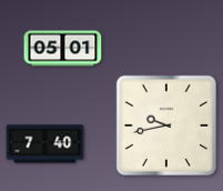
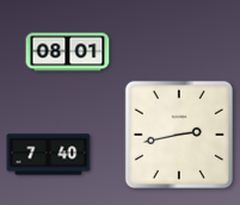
clock at (63, 49): 05:01 -> 08:01
clock at (166, 125): 9:43 -> 2:43
